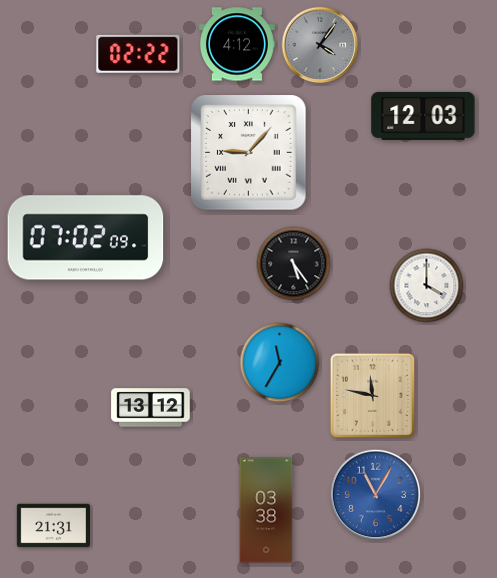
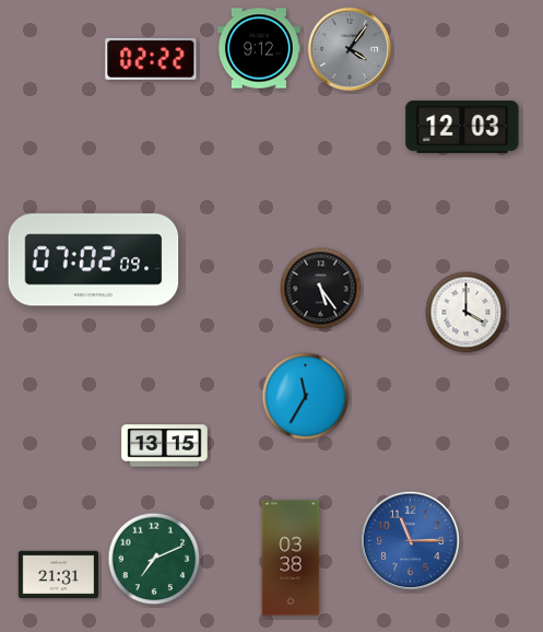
clock at (237, 44): 4:12 -> 9:12
clock at (249, 153): 9:07 -> none
clock at (372, 395): 11:47 -> none
clock at (151, 408): 13:12 -> 13:15
clock at (375, 494): 11:05 -> 11:15
clock at (154, 559): none -> 7:11
